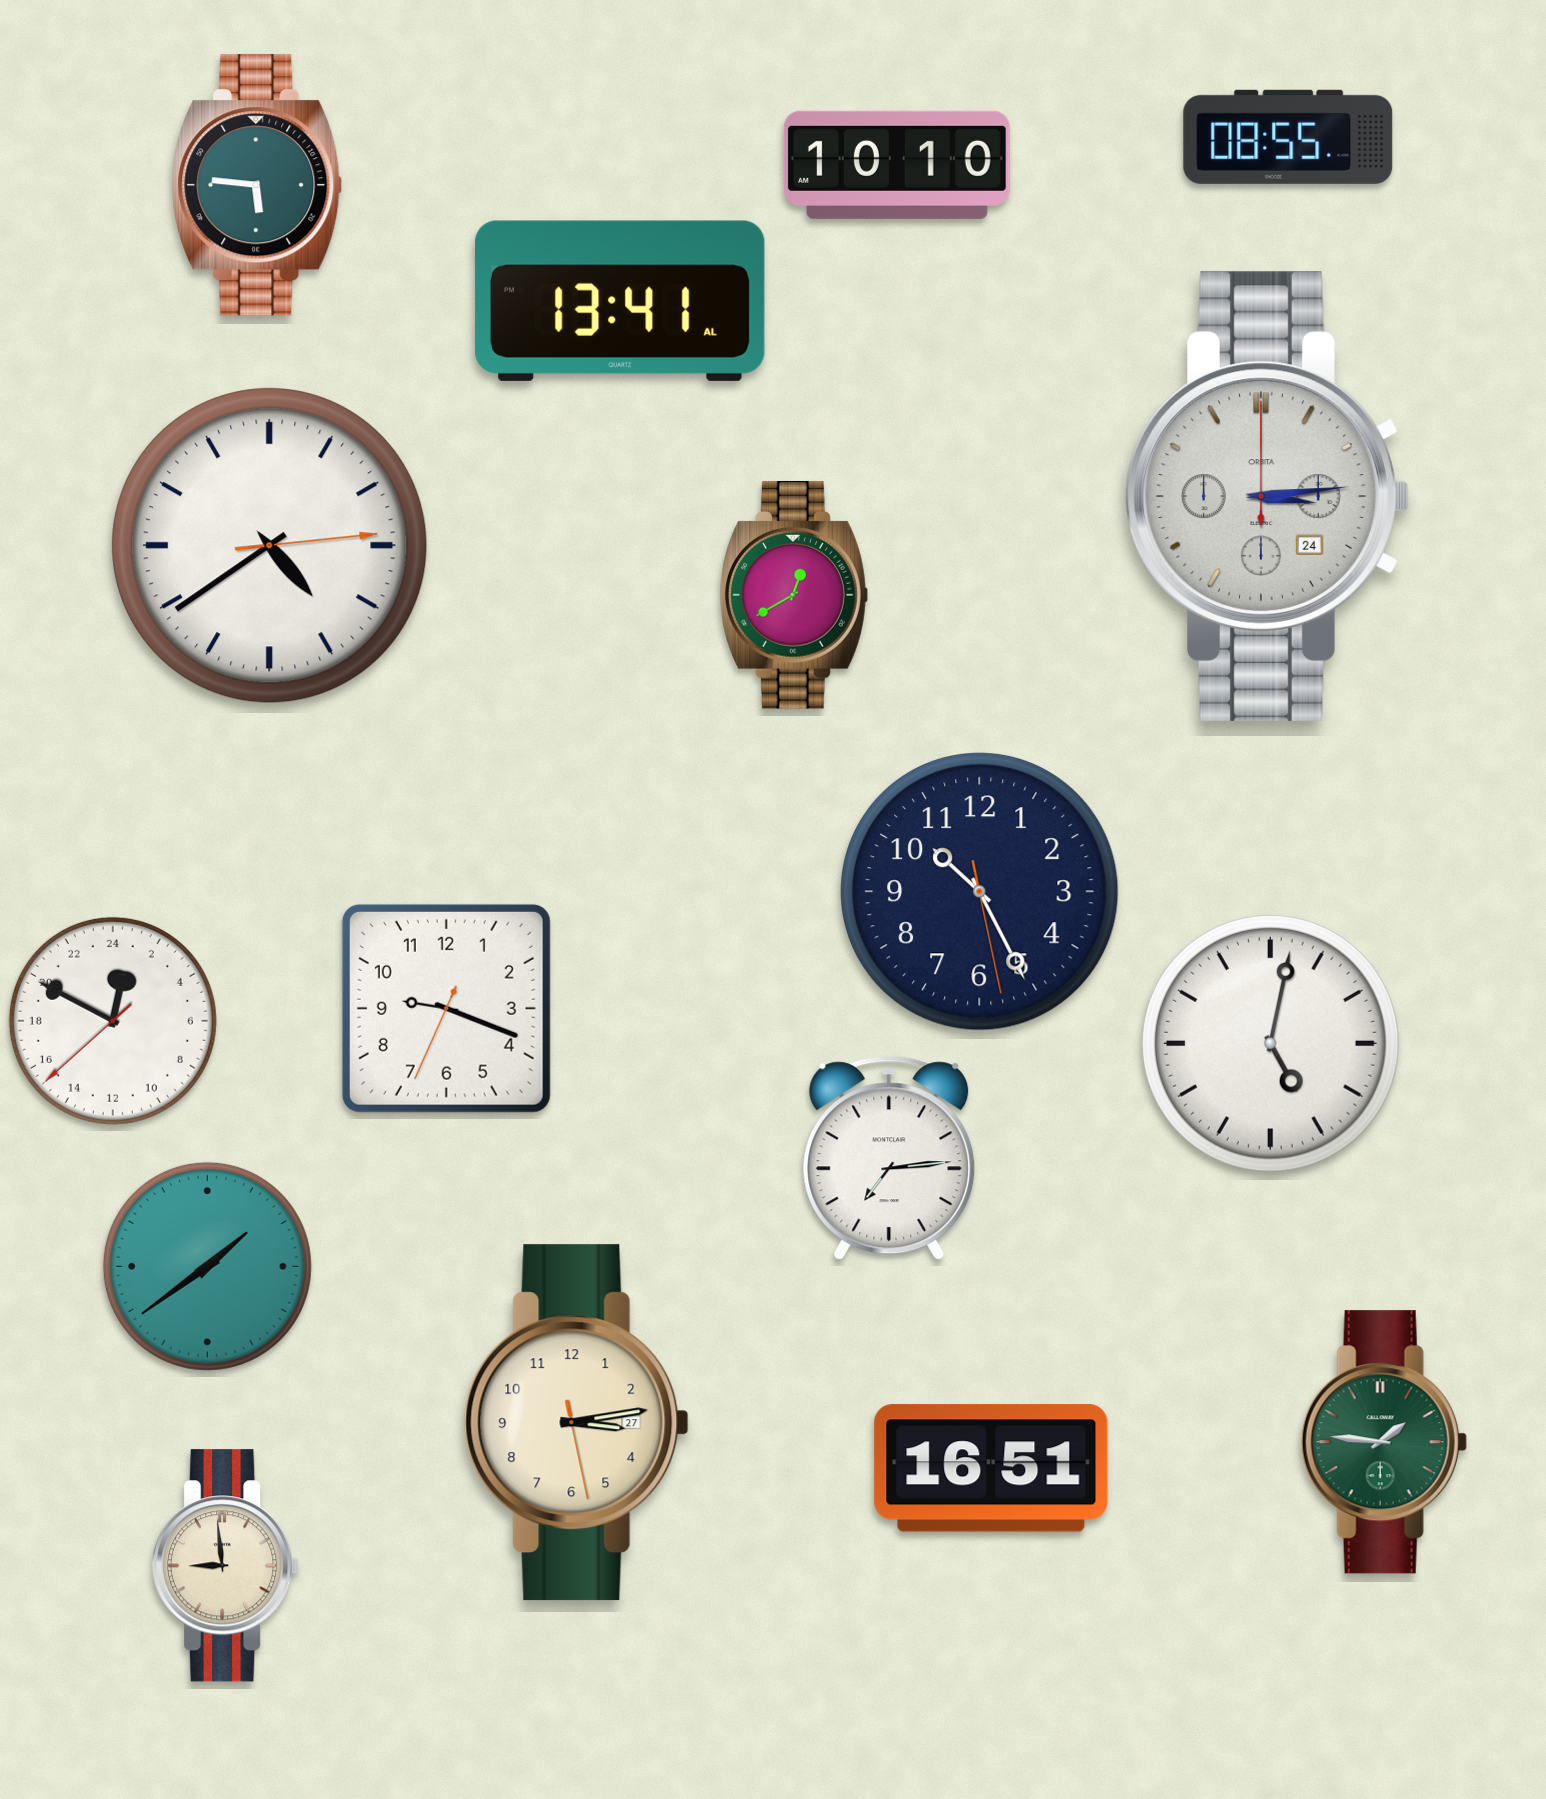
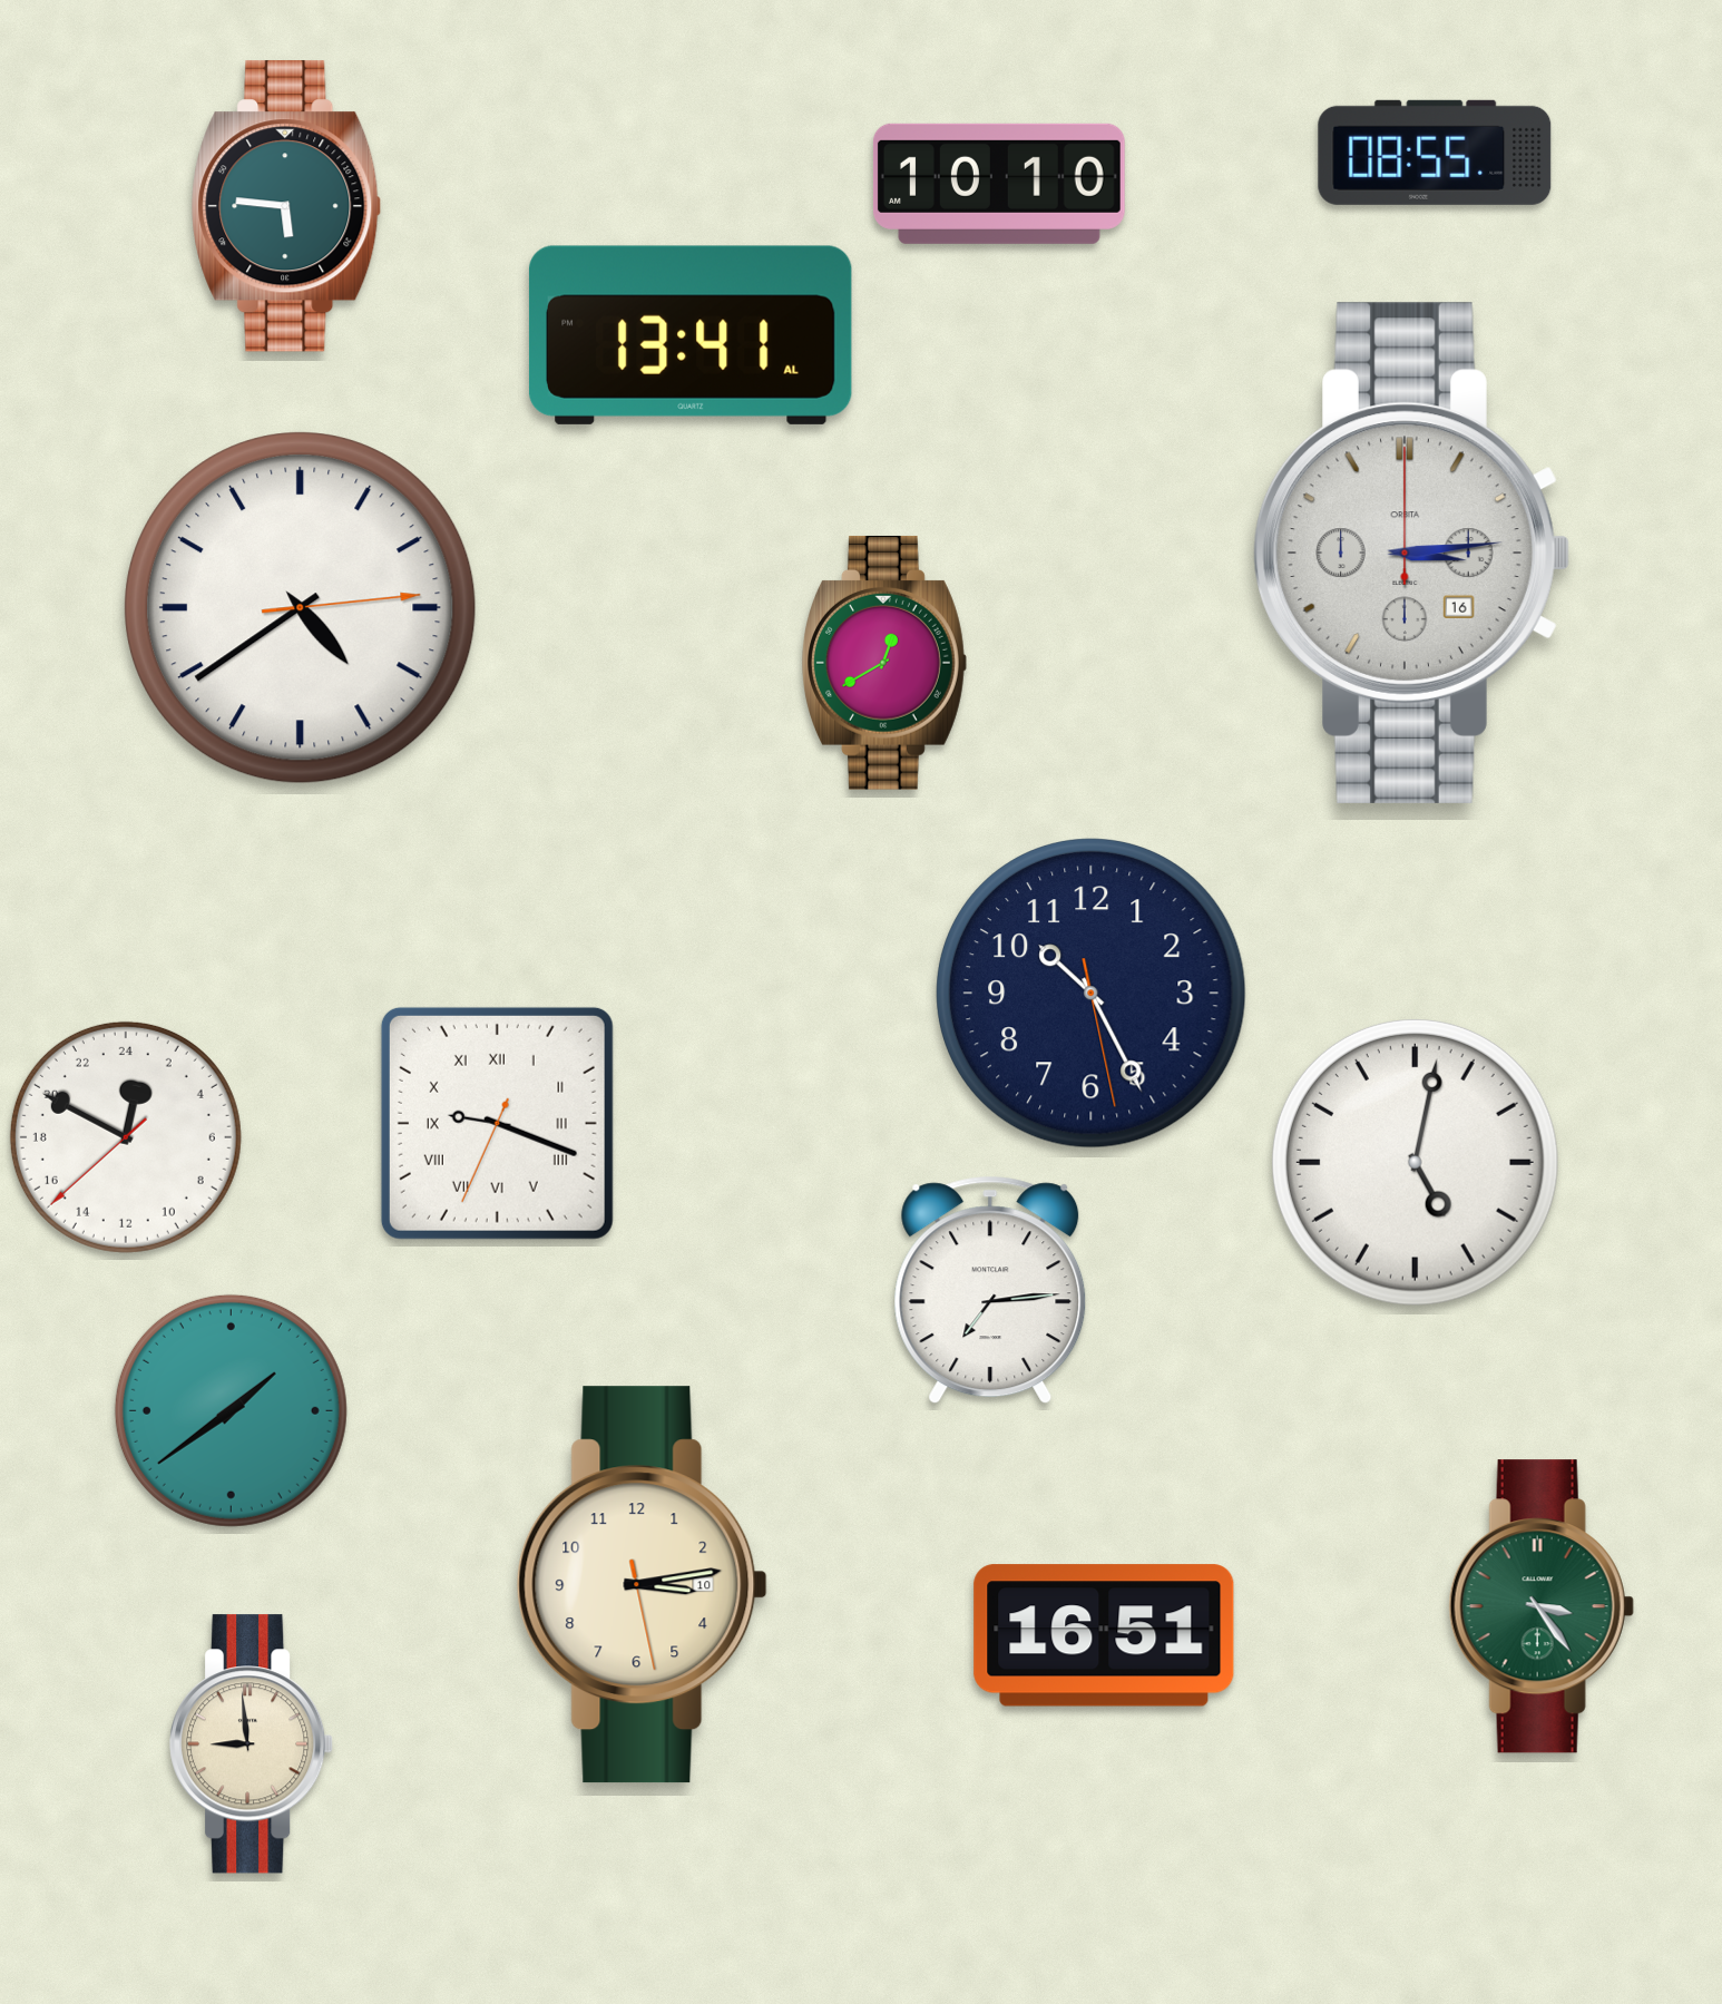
clock at (1267, 496) date: 24 -> 16
clock at (446, 1008) numerals: Arabic -> Roman
clock at (576, 1423) date: 27 -> 10
clock at (1384, 1442): 1:46 -> 3:24
